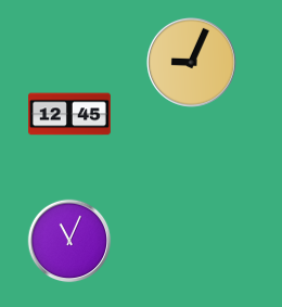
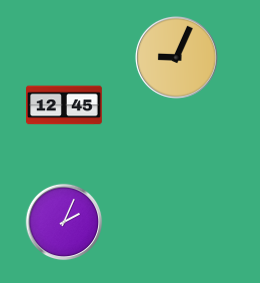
clock at (69, 241): 11:04 -> 2:04
